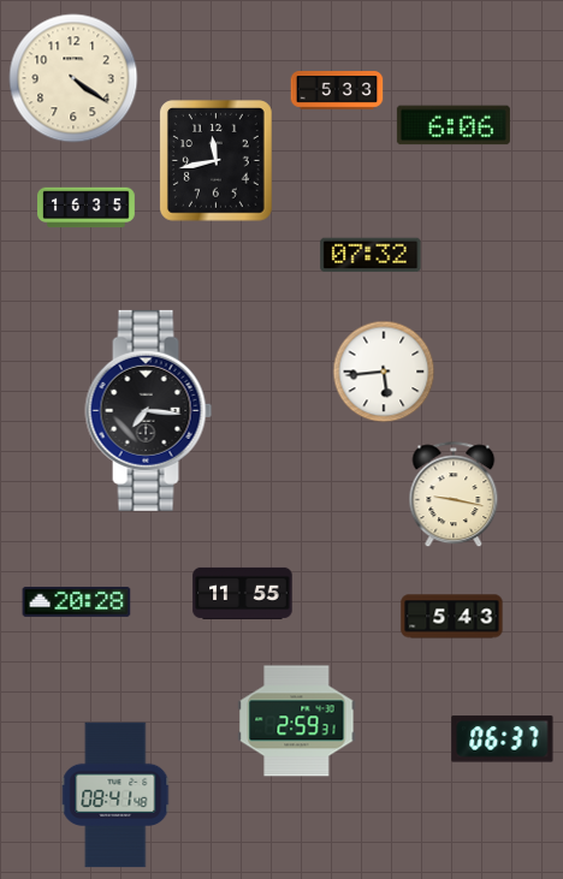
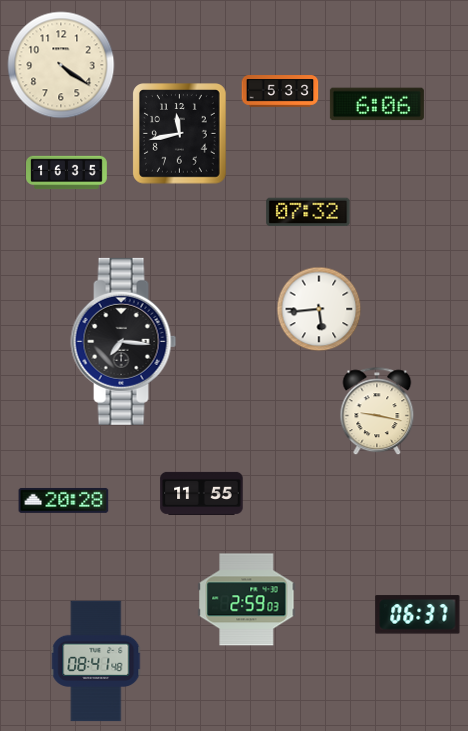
clock at (337, 90) position: (337, 90) -> (280, 91)
clock at (87, 208) position: (87, 208) -> (67, 173)
clock at (452, 617): 5:43 -> none
clock at (297, 721): 2:59:31 -> 2:59:03
